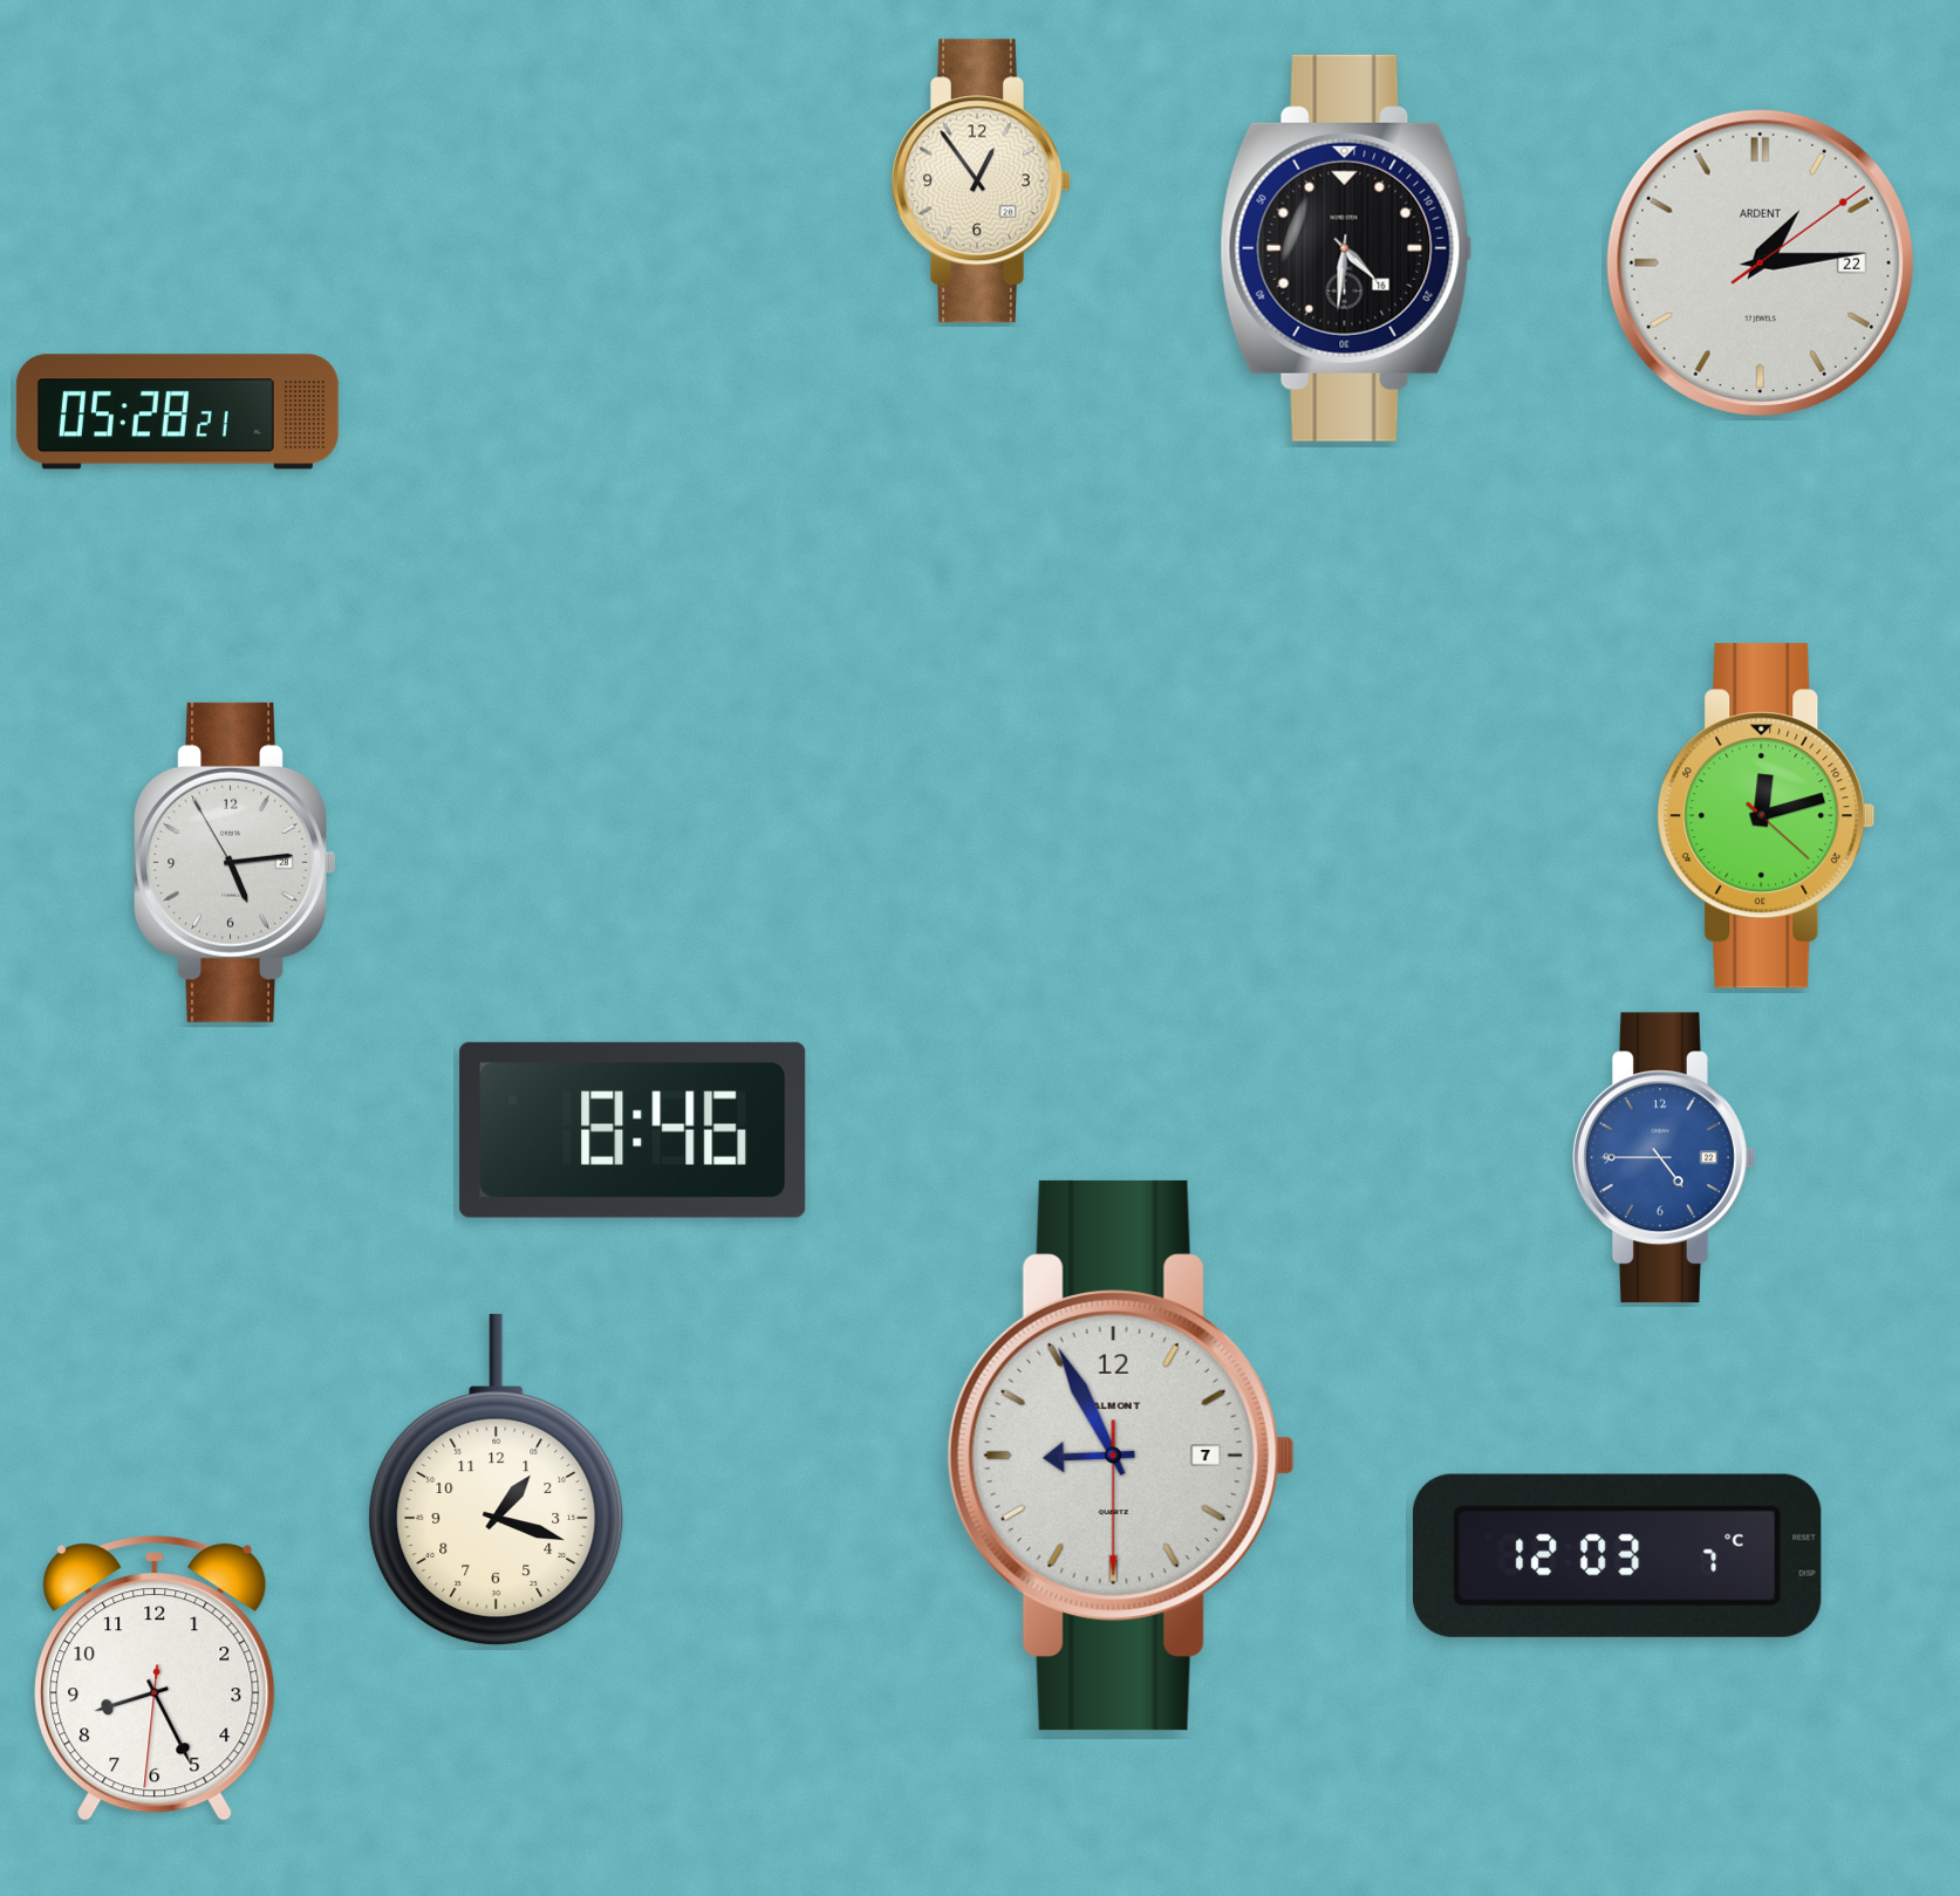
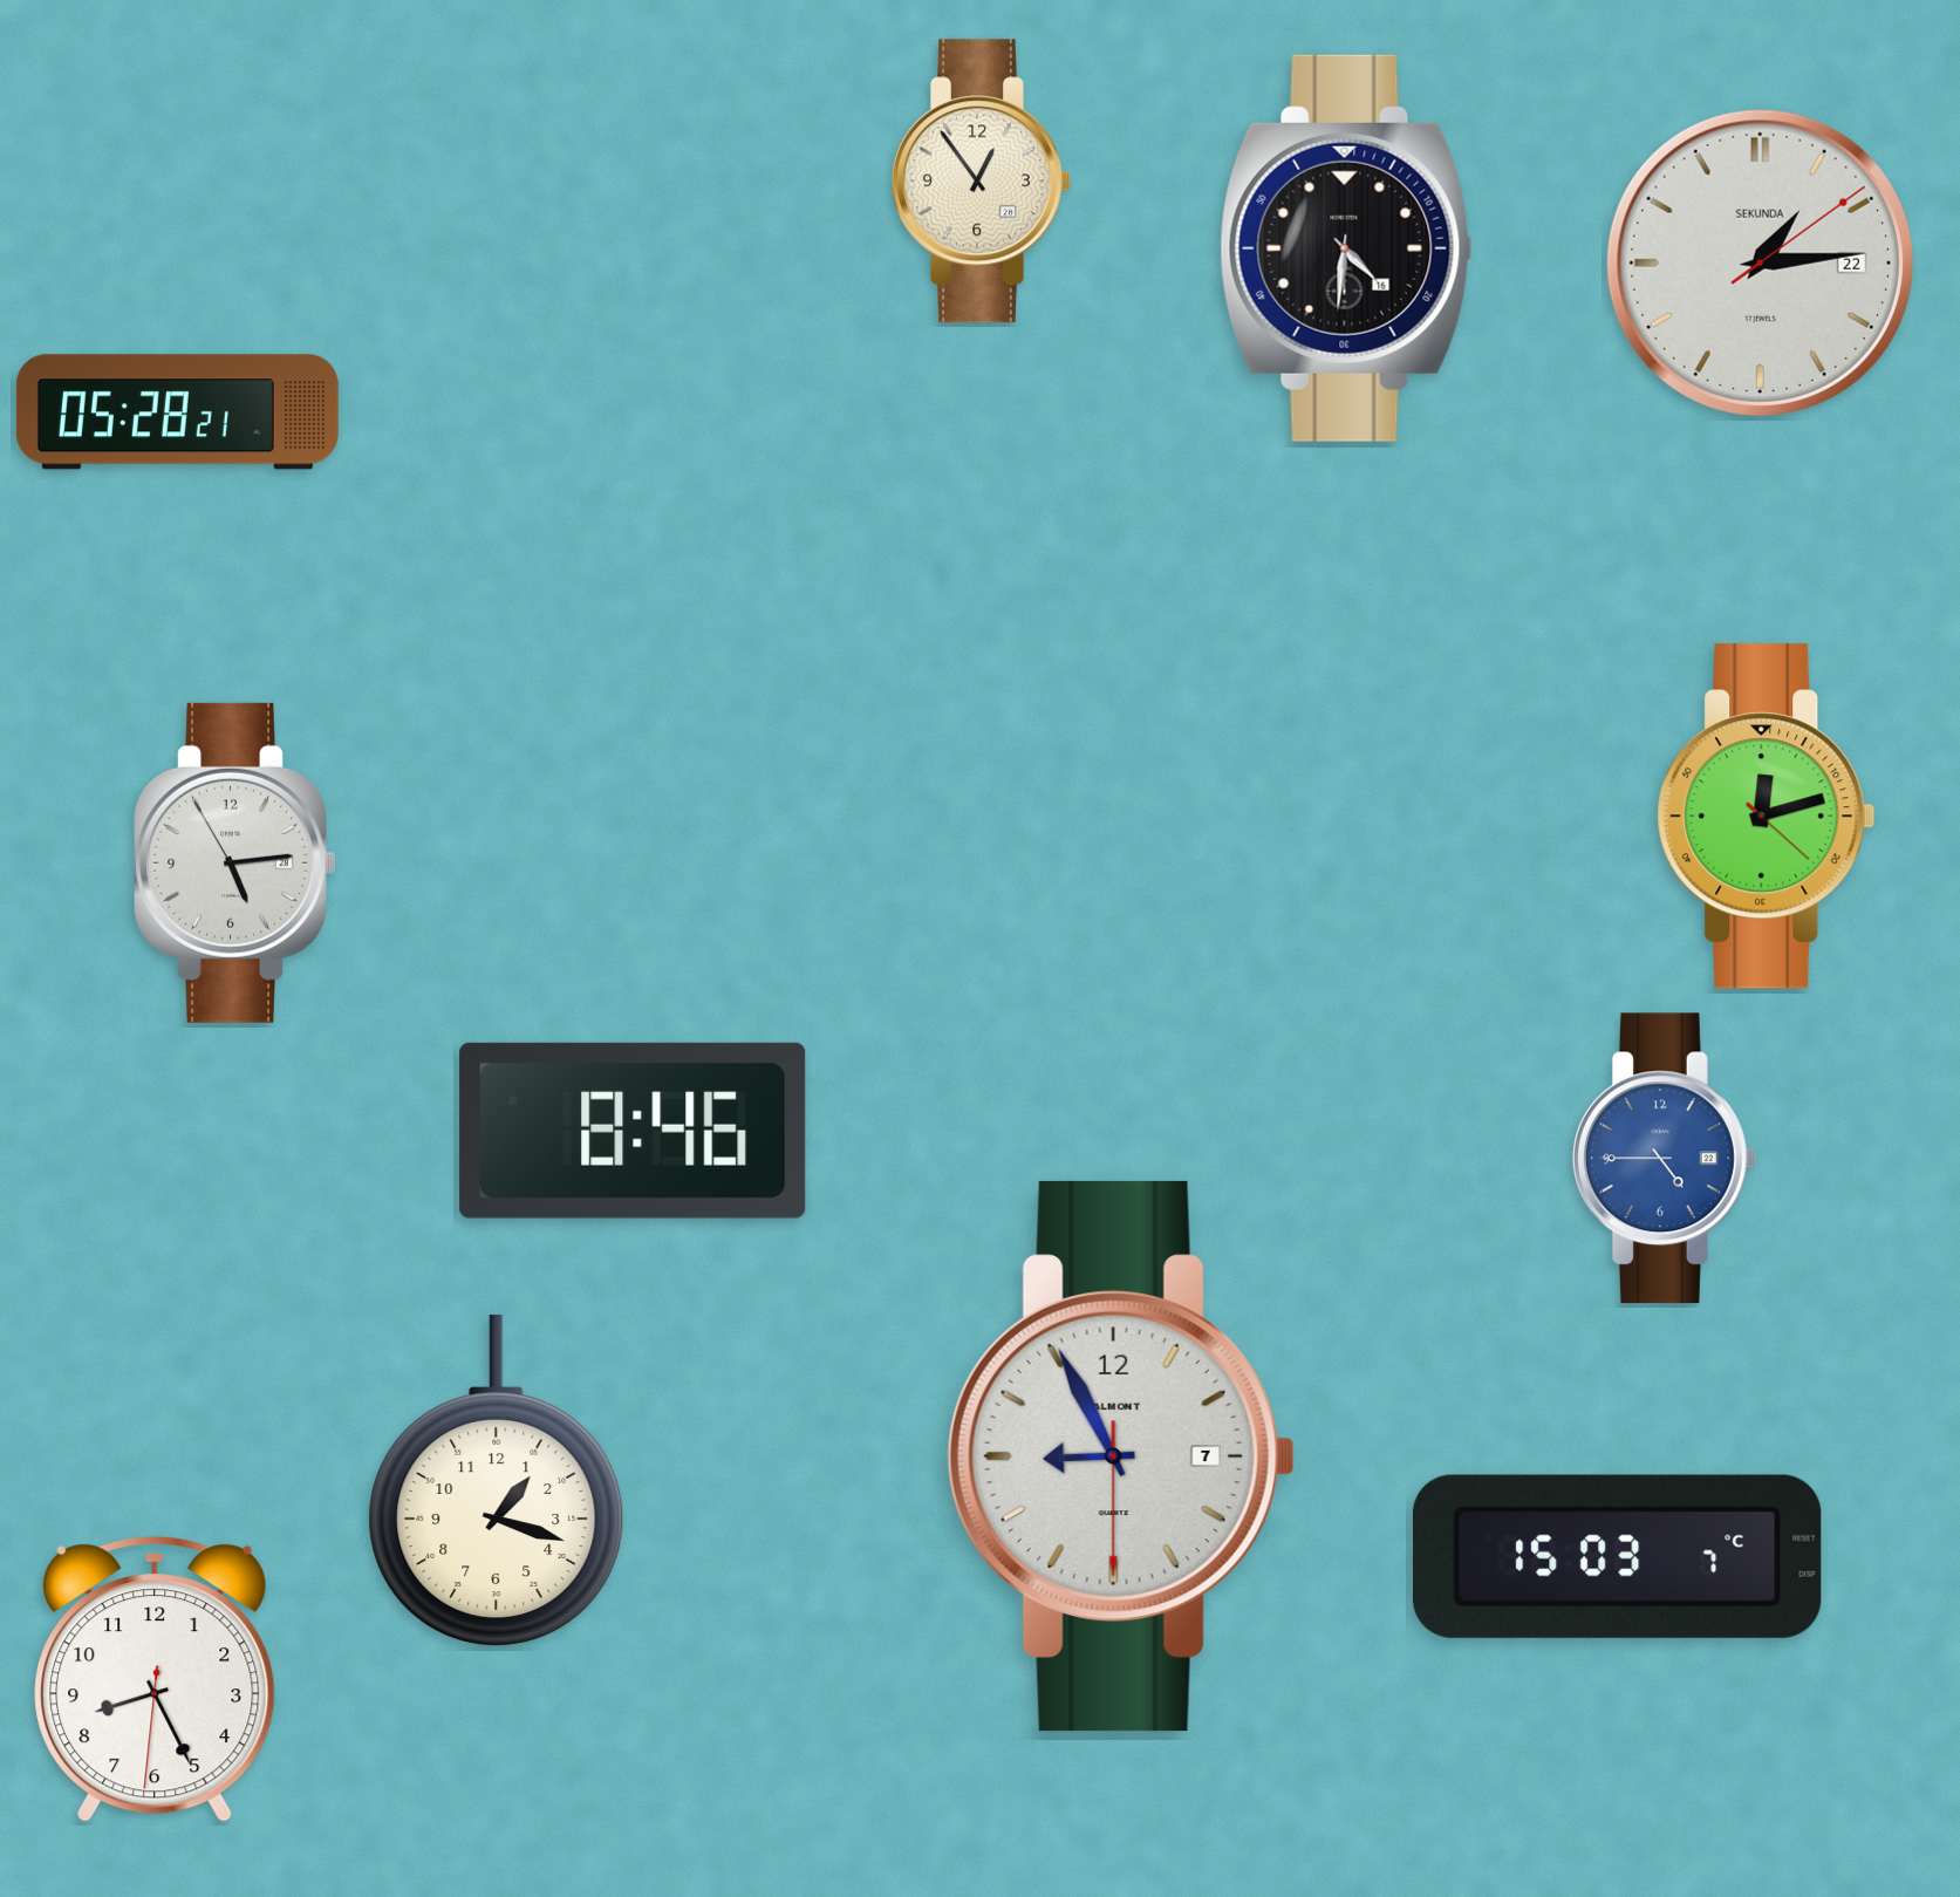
clock at (1760, 262) brand: ARDENT -> SEKUNDA
clock at (1617, 1555): 12:03 -> 15:03
